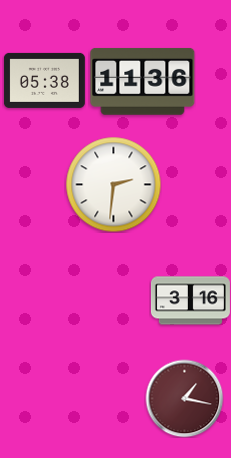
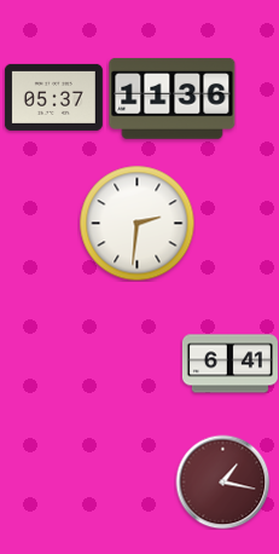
clock at (44, 80): 05:38 -> 05:37
clock at (190, 301): 3:16 -> 6:41
